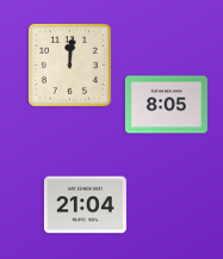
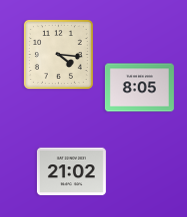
clock at (69, 64): 12:01 -> 4:16
clock at (85, 205): 21:04 -> 21:02
